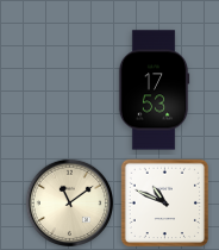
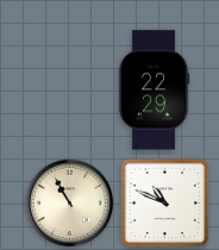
clock at (154, 90): 17:53 -> 22:29
clock at (69, 202): 11:09 -> 10:55
